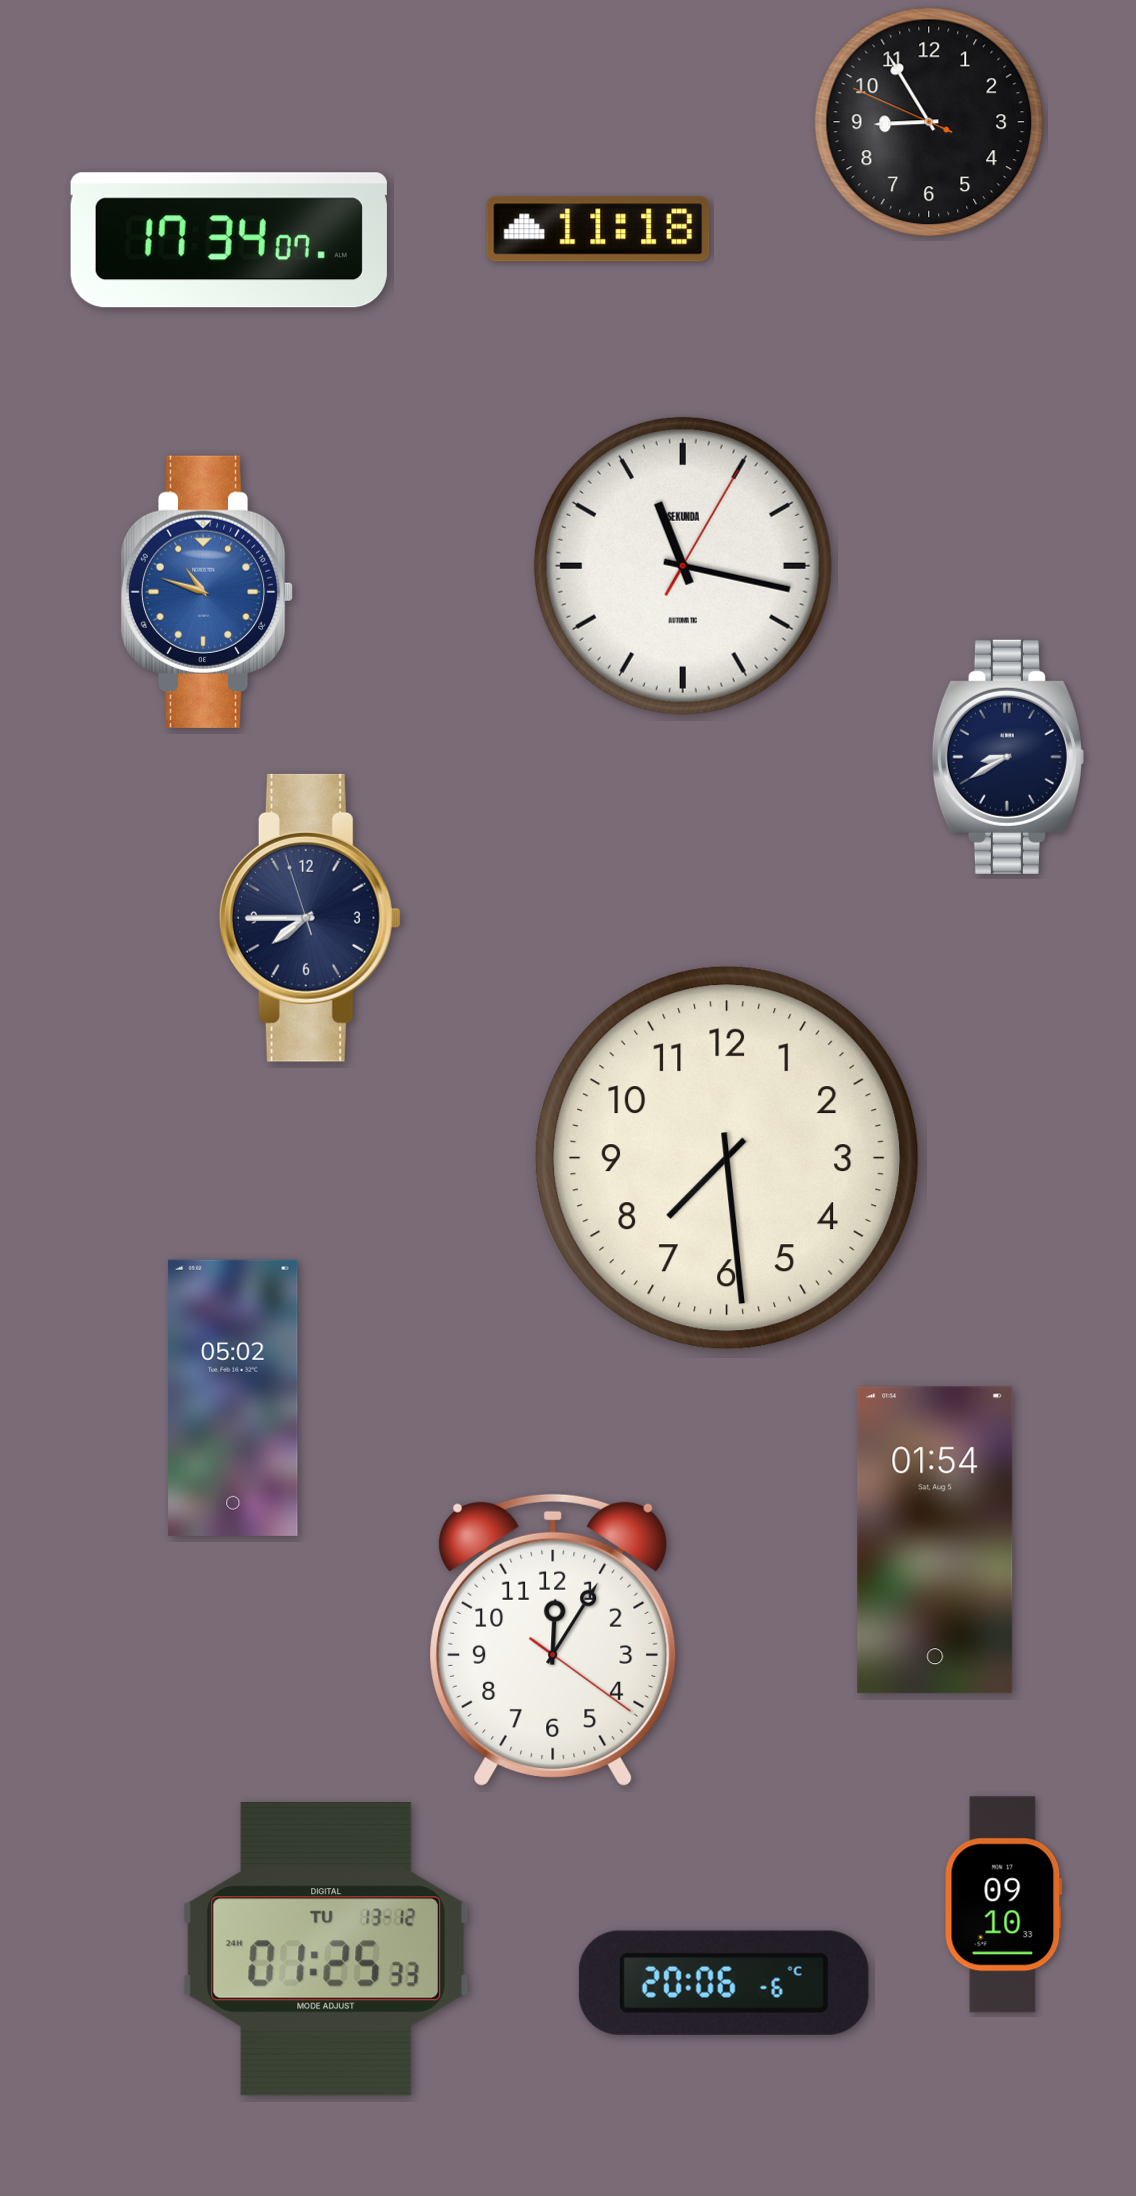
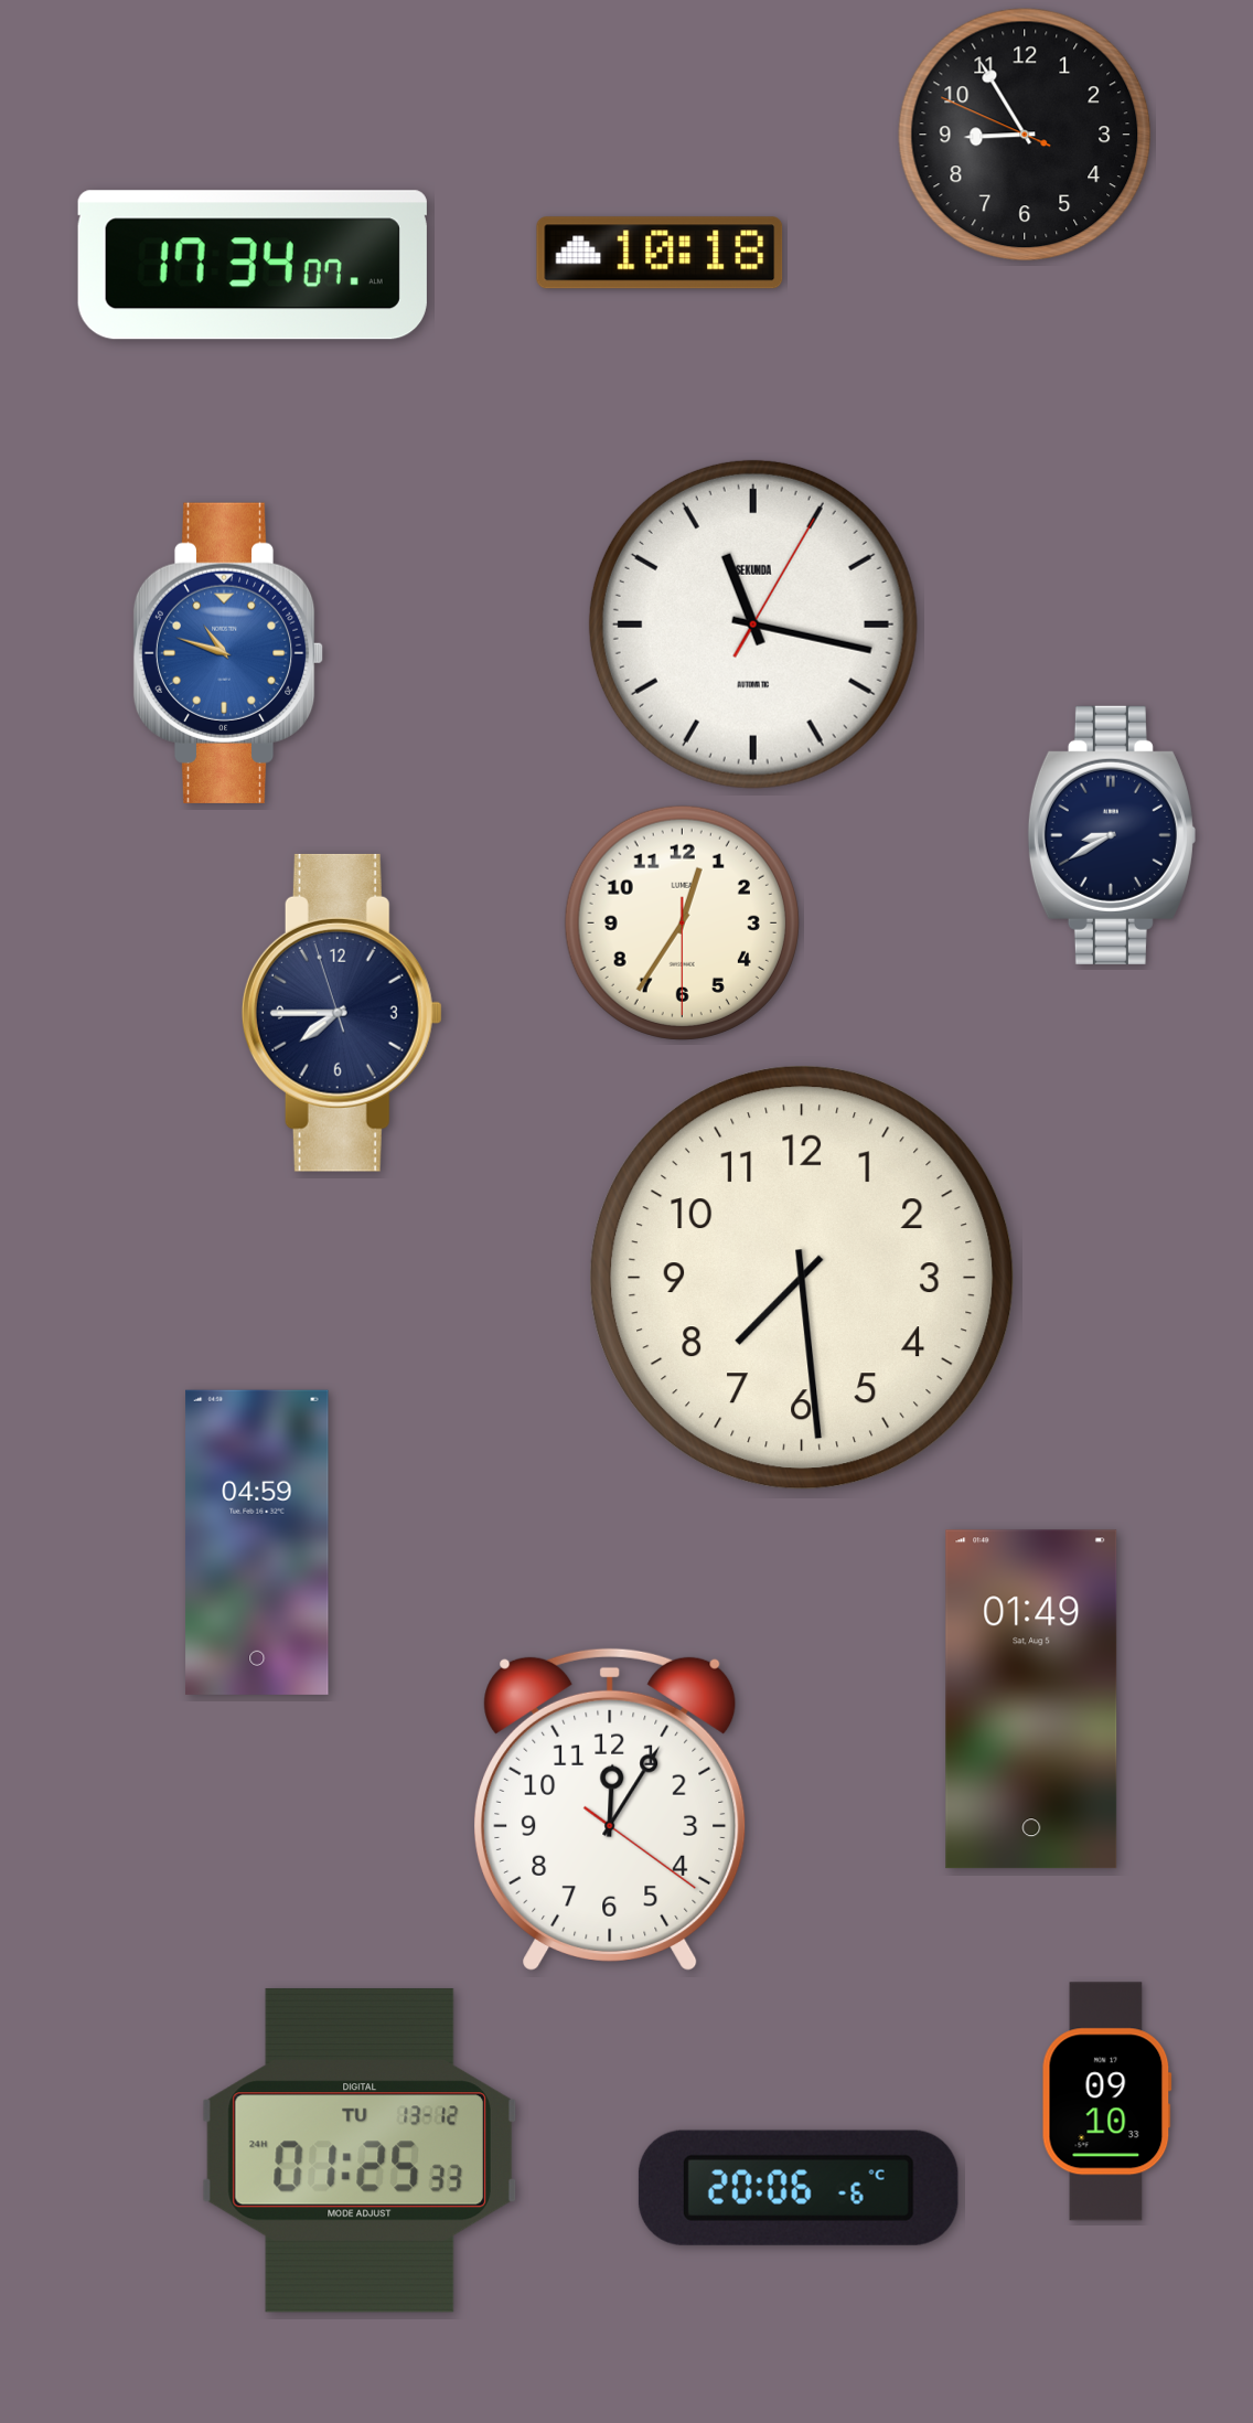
clock at (598, 229): 11:18 -> 10:18
clock at (682, 922): none -> 12:35
clock at (233, 1398): 05:02 -> 04:59
clock at (935, 1540): 01:54 -> 01:49
